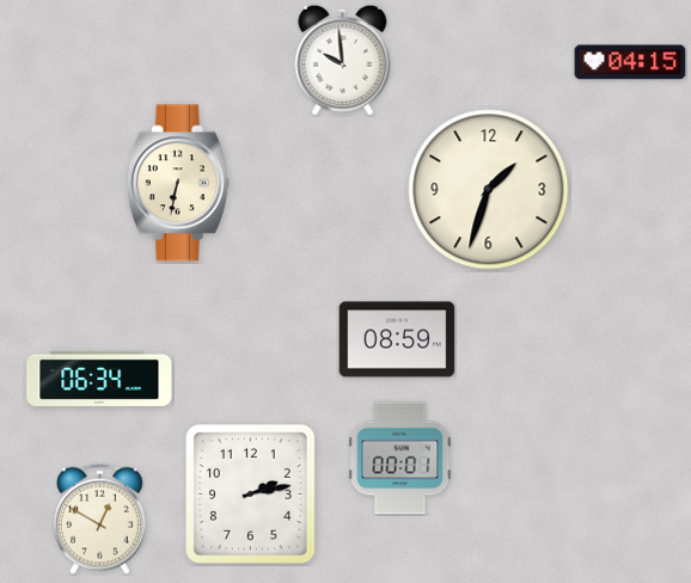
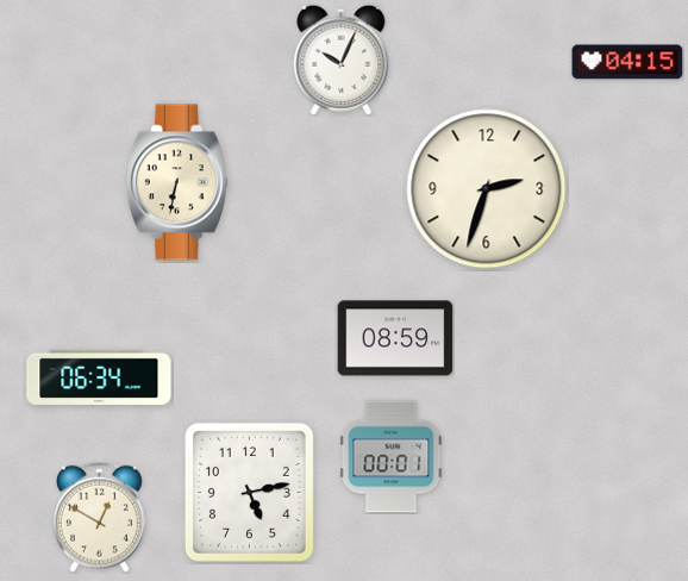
clock at (343, 60): 9:59 -> 10:04
clock at (489, 190): 1:33 -> 2:33
clock at (400, 459) position: (400, 459) -> (392, 457)
clock at (250, 493): 2:13 -> 5:13
